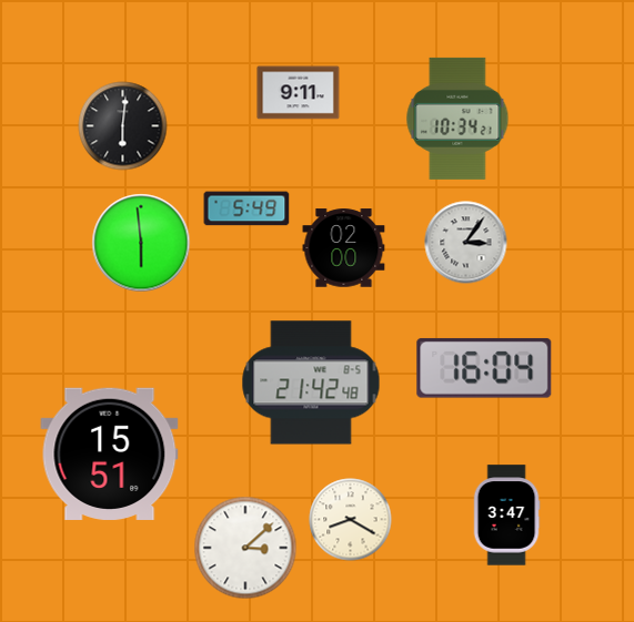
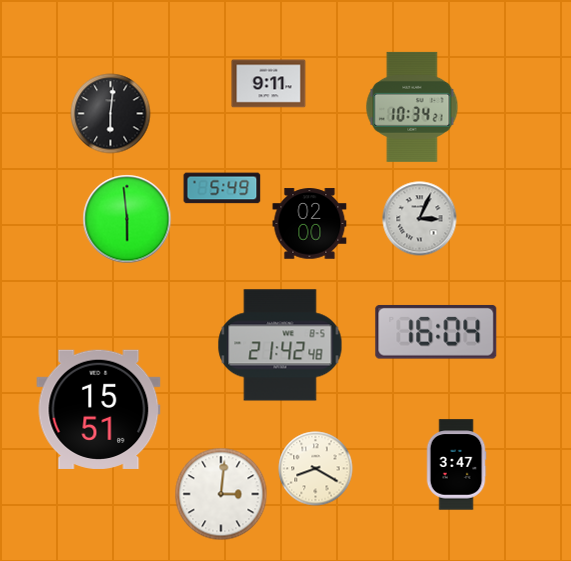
clock at (466, 243): 3:06 -> 3:04
clock at (245, 548): 3:08 -> 3:01
